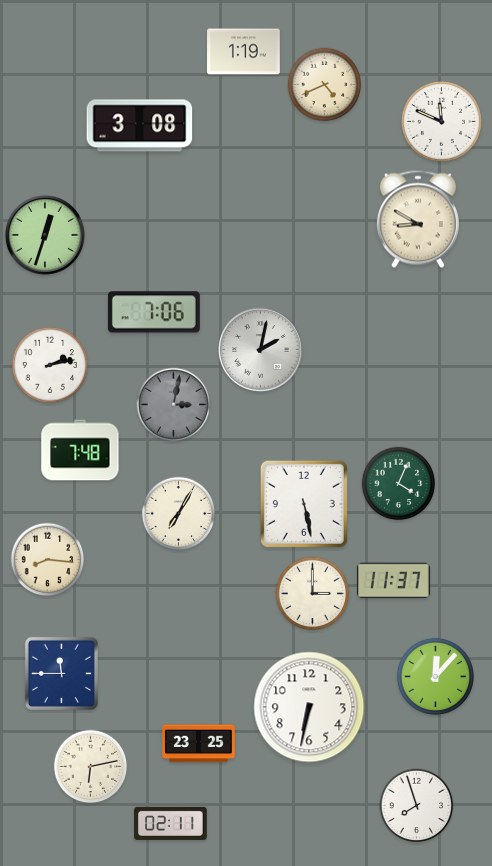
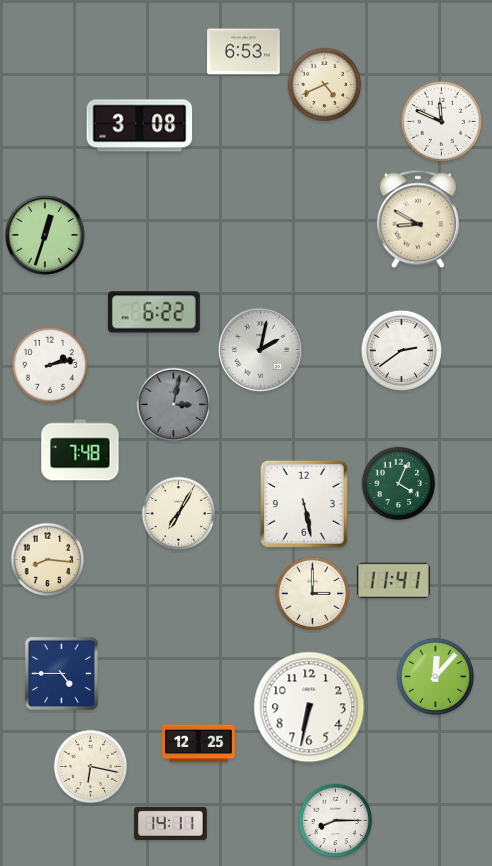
clock at (244, 52): 1:19 -> 6:53
clock at (154, 312): 7:06 -> 6:22
clock at (401, 350): none -> 2:39
clock at (394, 581): 11:37 -> 11:41
clock at (61, 673): 11:45 -> 4:45
clock at (199, 744): 23:25 -> 12:25
clock at (91, 767): 6:13 -> 6:17
clock at (417, 806): 7:57 -> none
clock at (336, 821): none -> 8:15
clock at (171, 823): 02:11 -> 14:11
